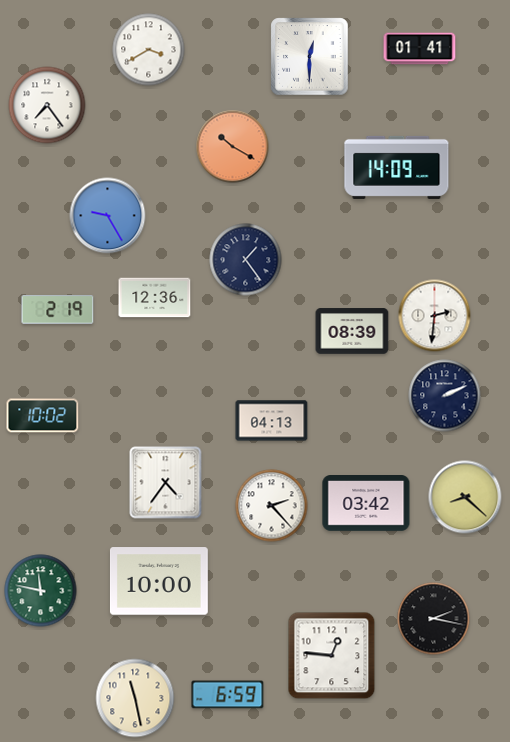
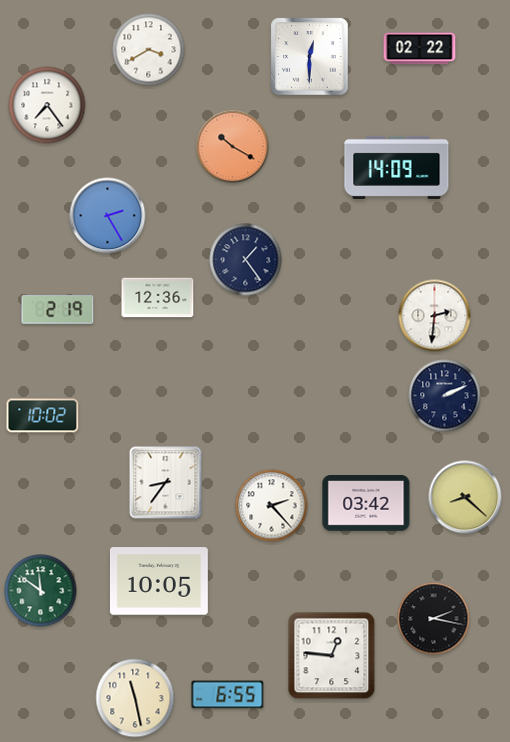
clock at (420, 49): 01:41 -> 02:22
clock at (108, 216): 9:25 -> 2:25
clock at (155, 298) position: (155, 298) -> (158, 298)
clock at (352, 331): 08:39 -> none
clock at (272, 421): 04:13 -> none
clock at (166, 483): 4:36 -> 8:36
clock at (159, 581): 10:00 -> 10:05
clock at (41, 591): 11:47 -> 11:51
clock at (228, 695): 6:59 -> 6:55
